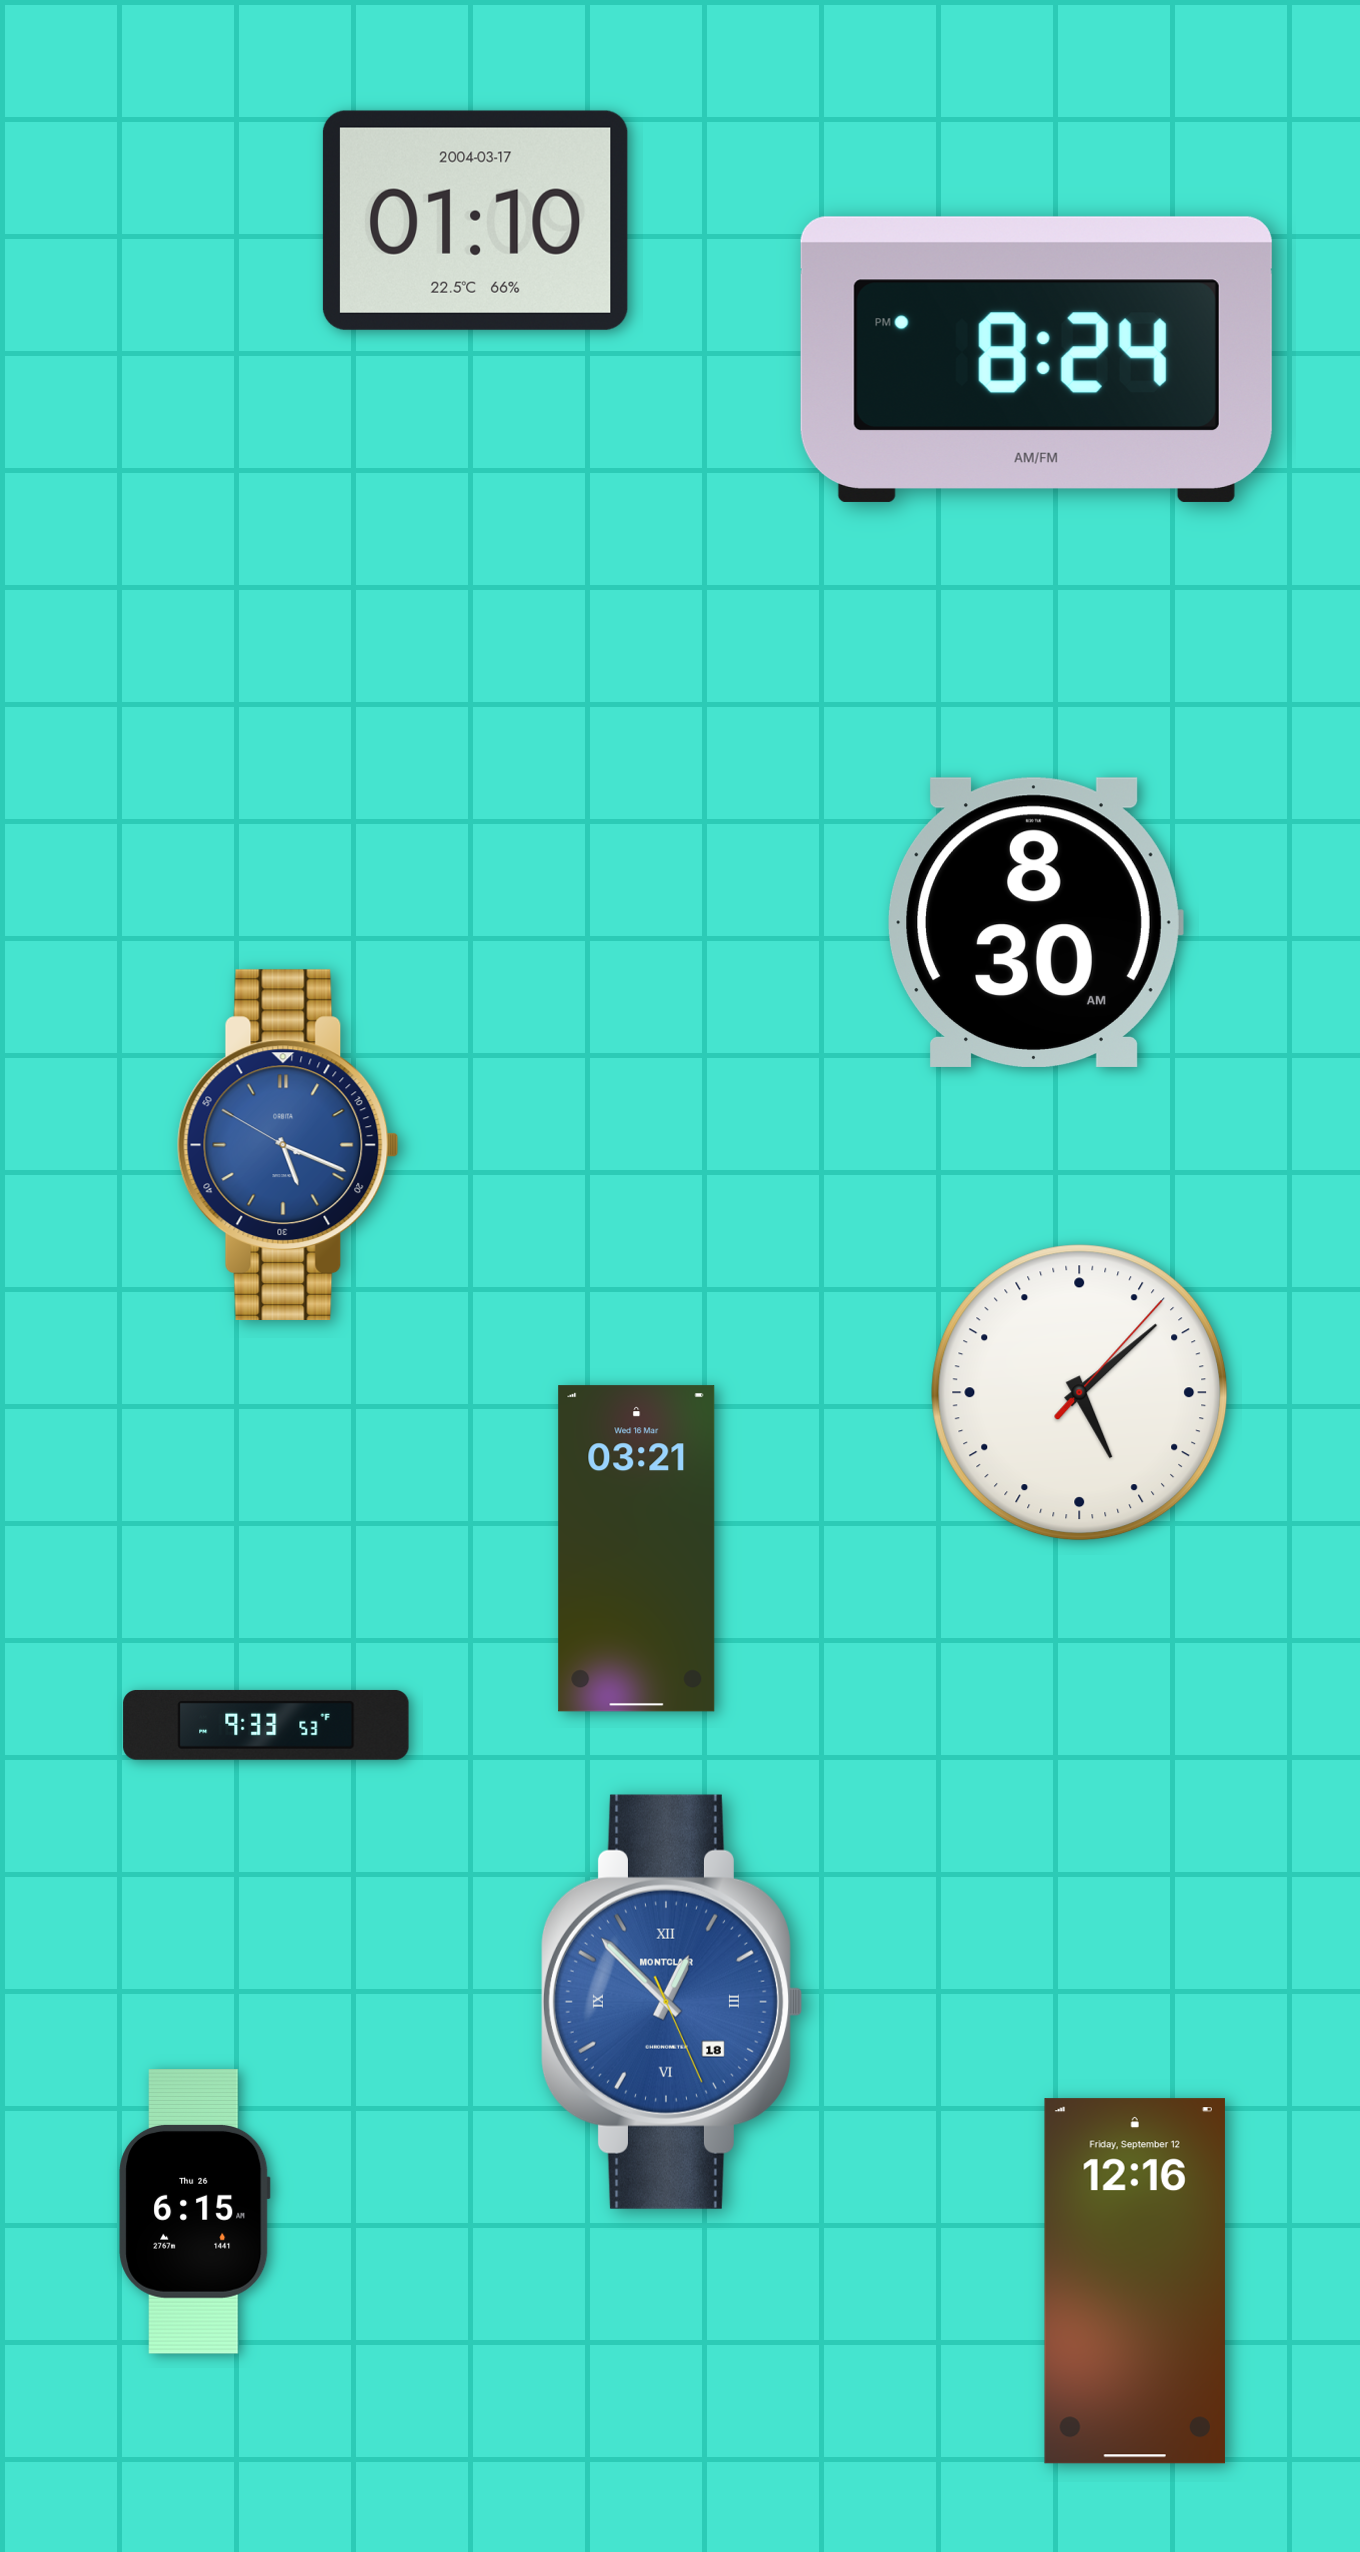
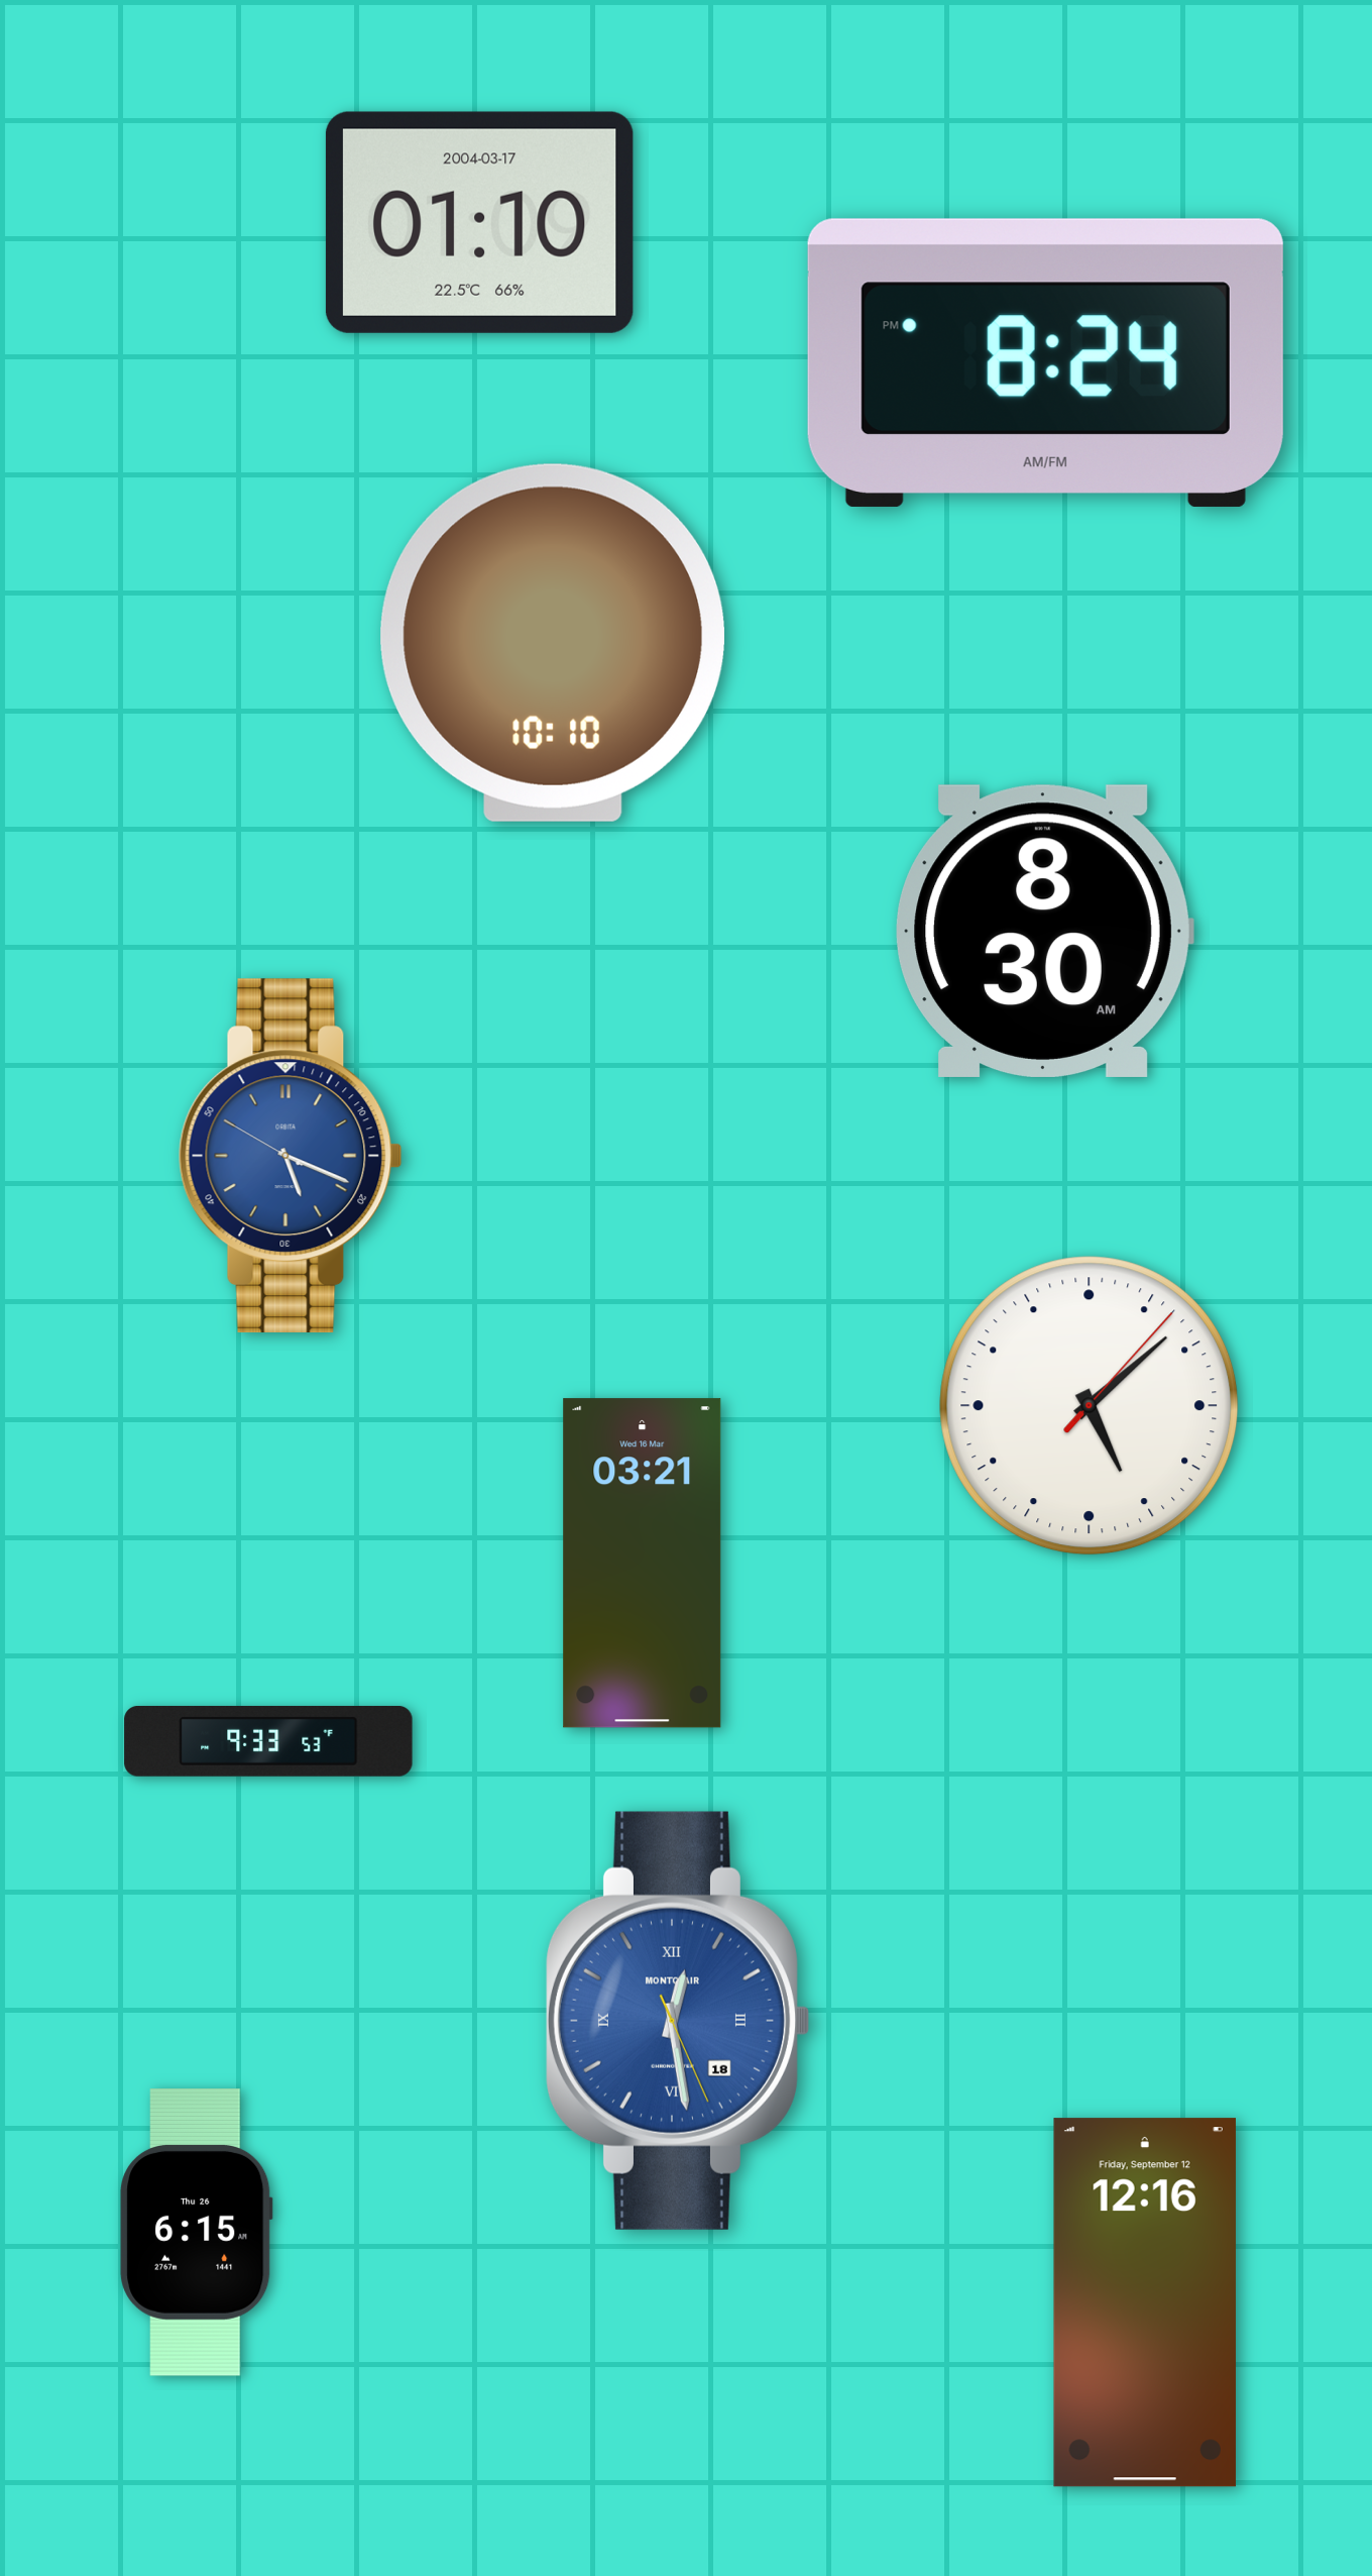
clock at (553, 643): none -> 10:10
clock at (671, 2002): 12:52 -> 12:28
